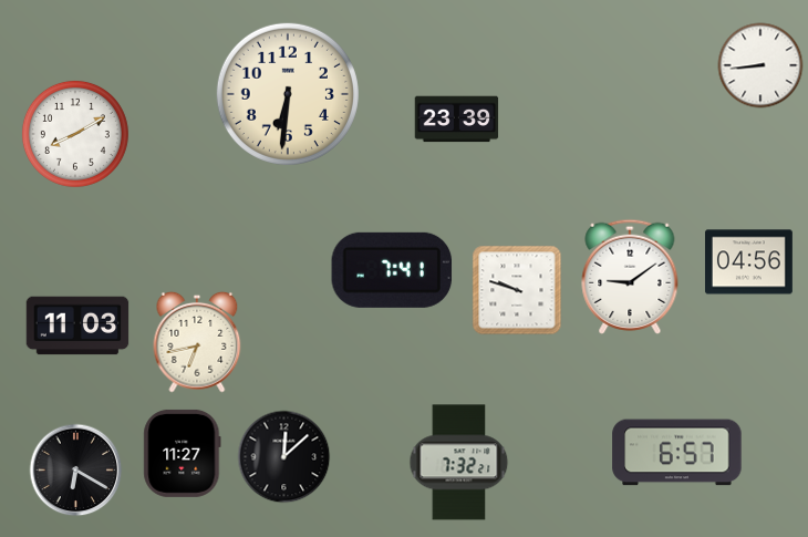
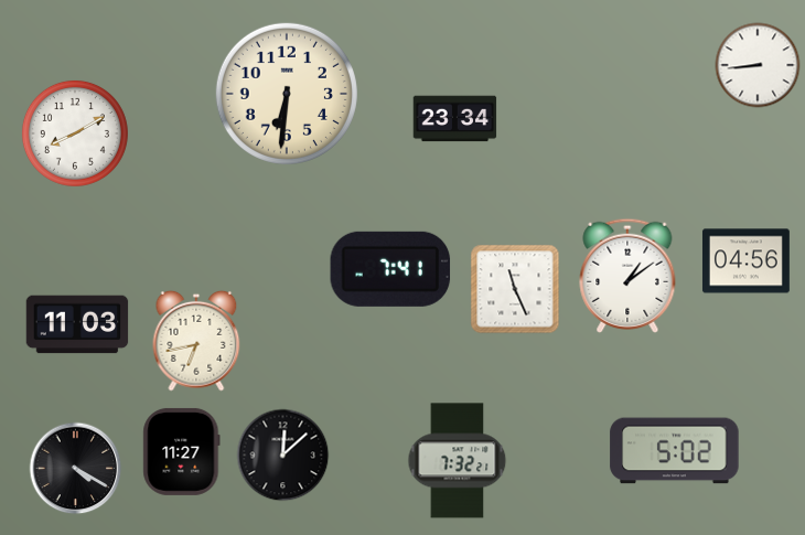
clock at (457, 120): 23:39 -> 23:34
clock at (630, 277): 9:09 -> 1:09
clock at (517, 290): 9:48 -> 11:26
clock at (677, 453): 6:57 -> 5:02
clock at (76, 471): 6:20 -> 4:20
